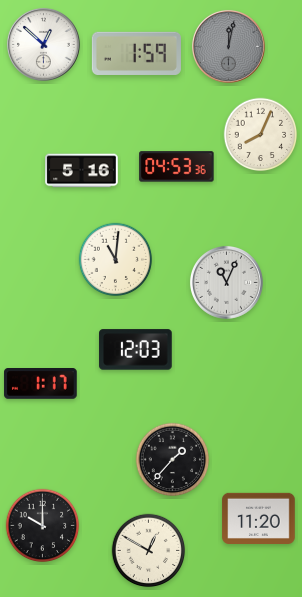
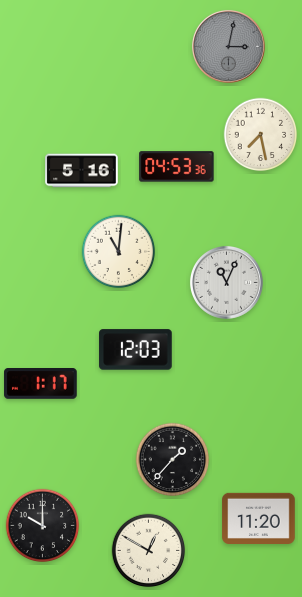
clock at (43, 44): 12:52 -> none
clock at (228, 46): 12:02 -> 3:02
clock at (136, 53): 1:59 -> none
clock at (261, 135): 8:04 -> 7:28
clock at (116, 260) position: (116, 260) -> (119, 252)
